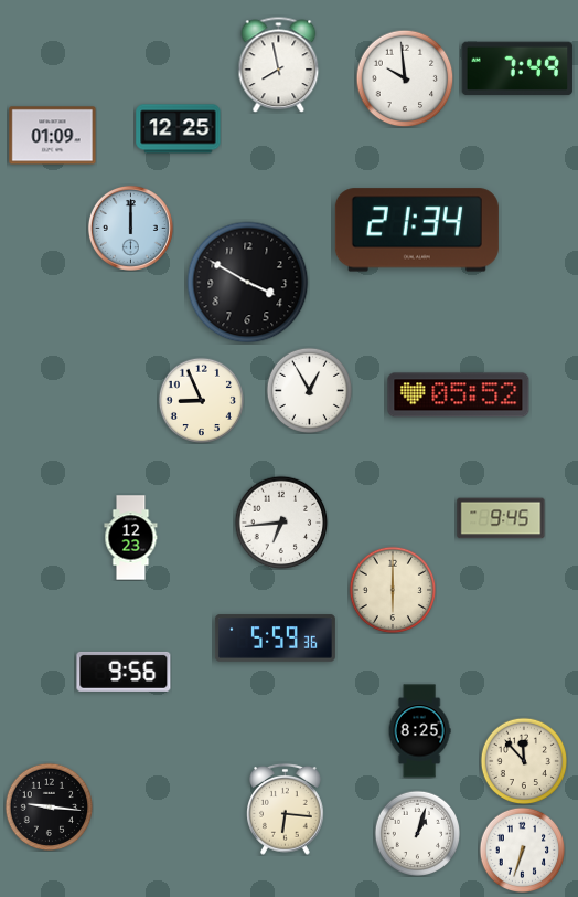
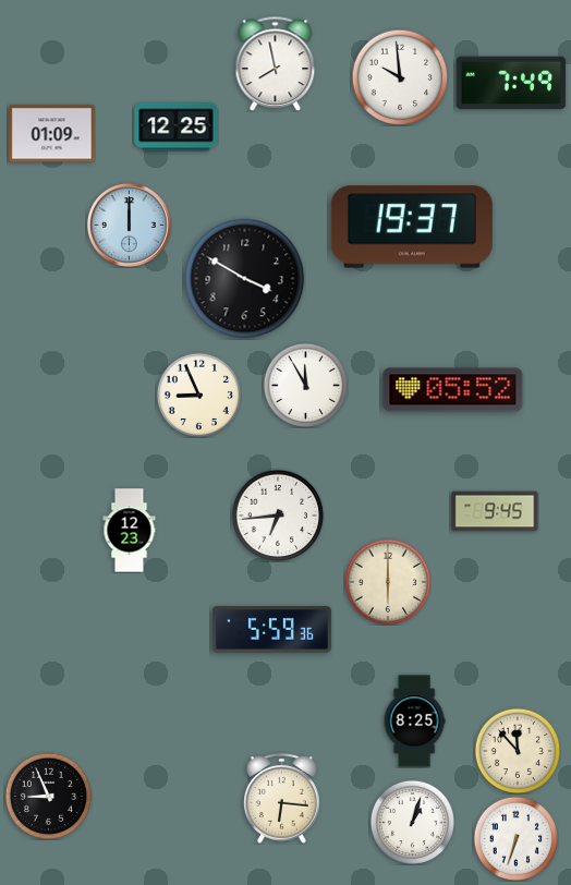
clock at (517, 68) position: (517, 68) -> (511, 83)
clock at (417, 230): 21:34 -> 19:37
clock at (309, 390): 12:55 -> 11:55
clock at (124, 672): 9:56 -> none
clock at (49, 806): 9:16 -> 8:56
